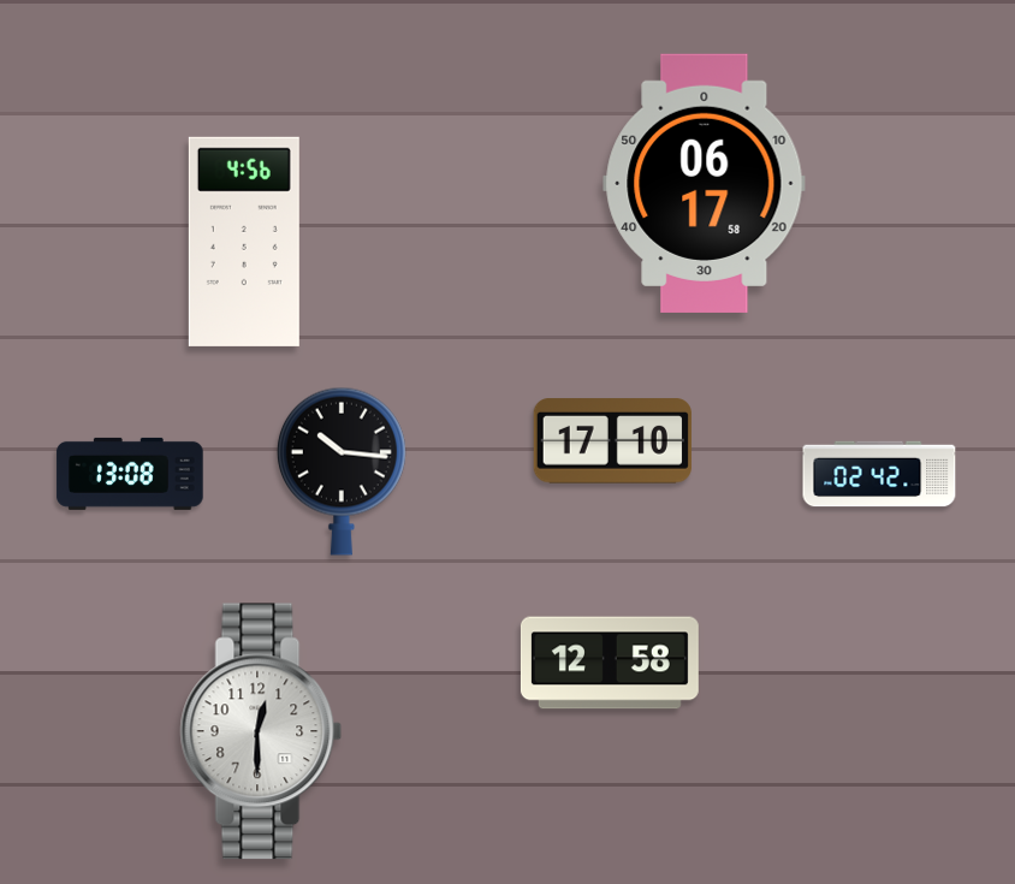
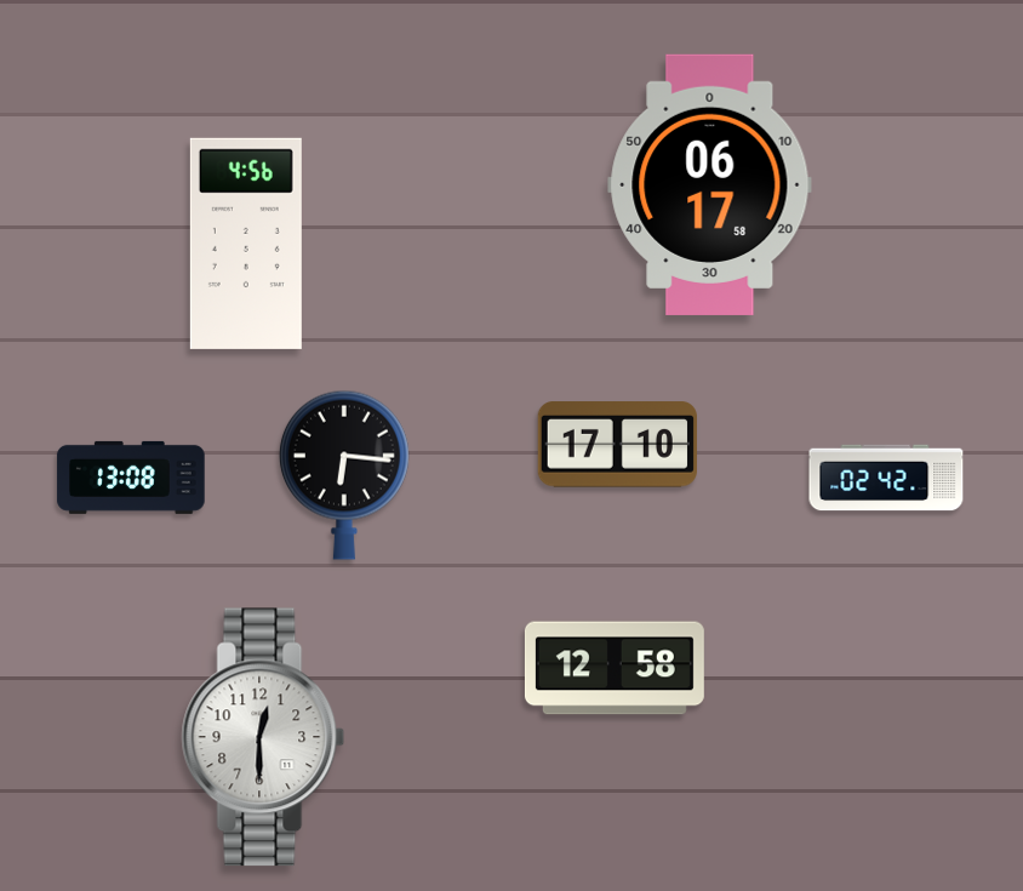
clock at (342, 471): 10:16 -> 6:16
